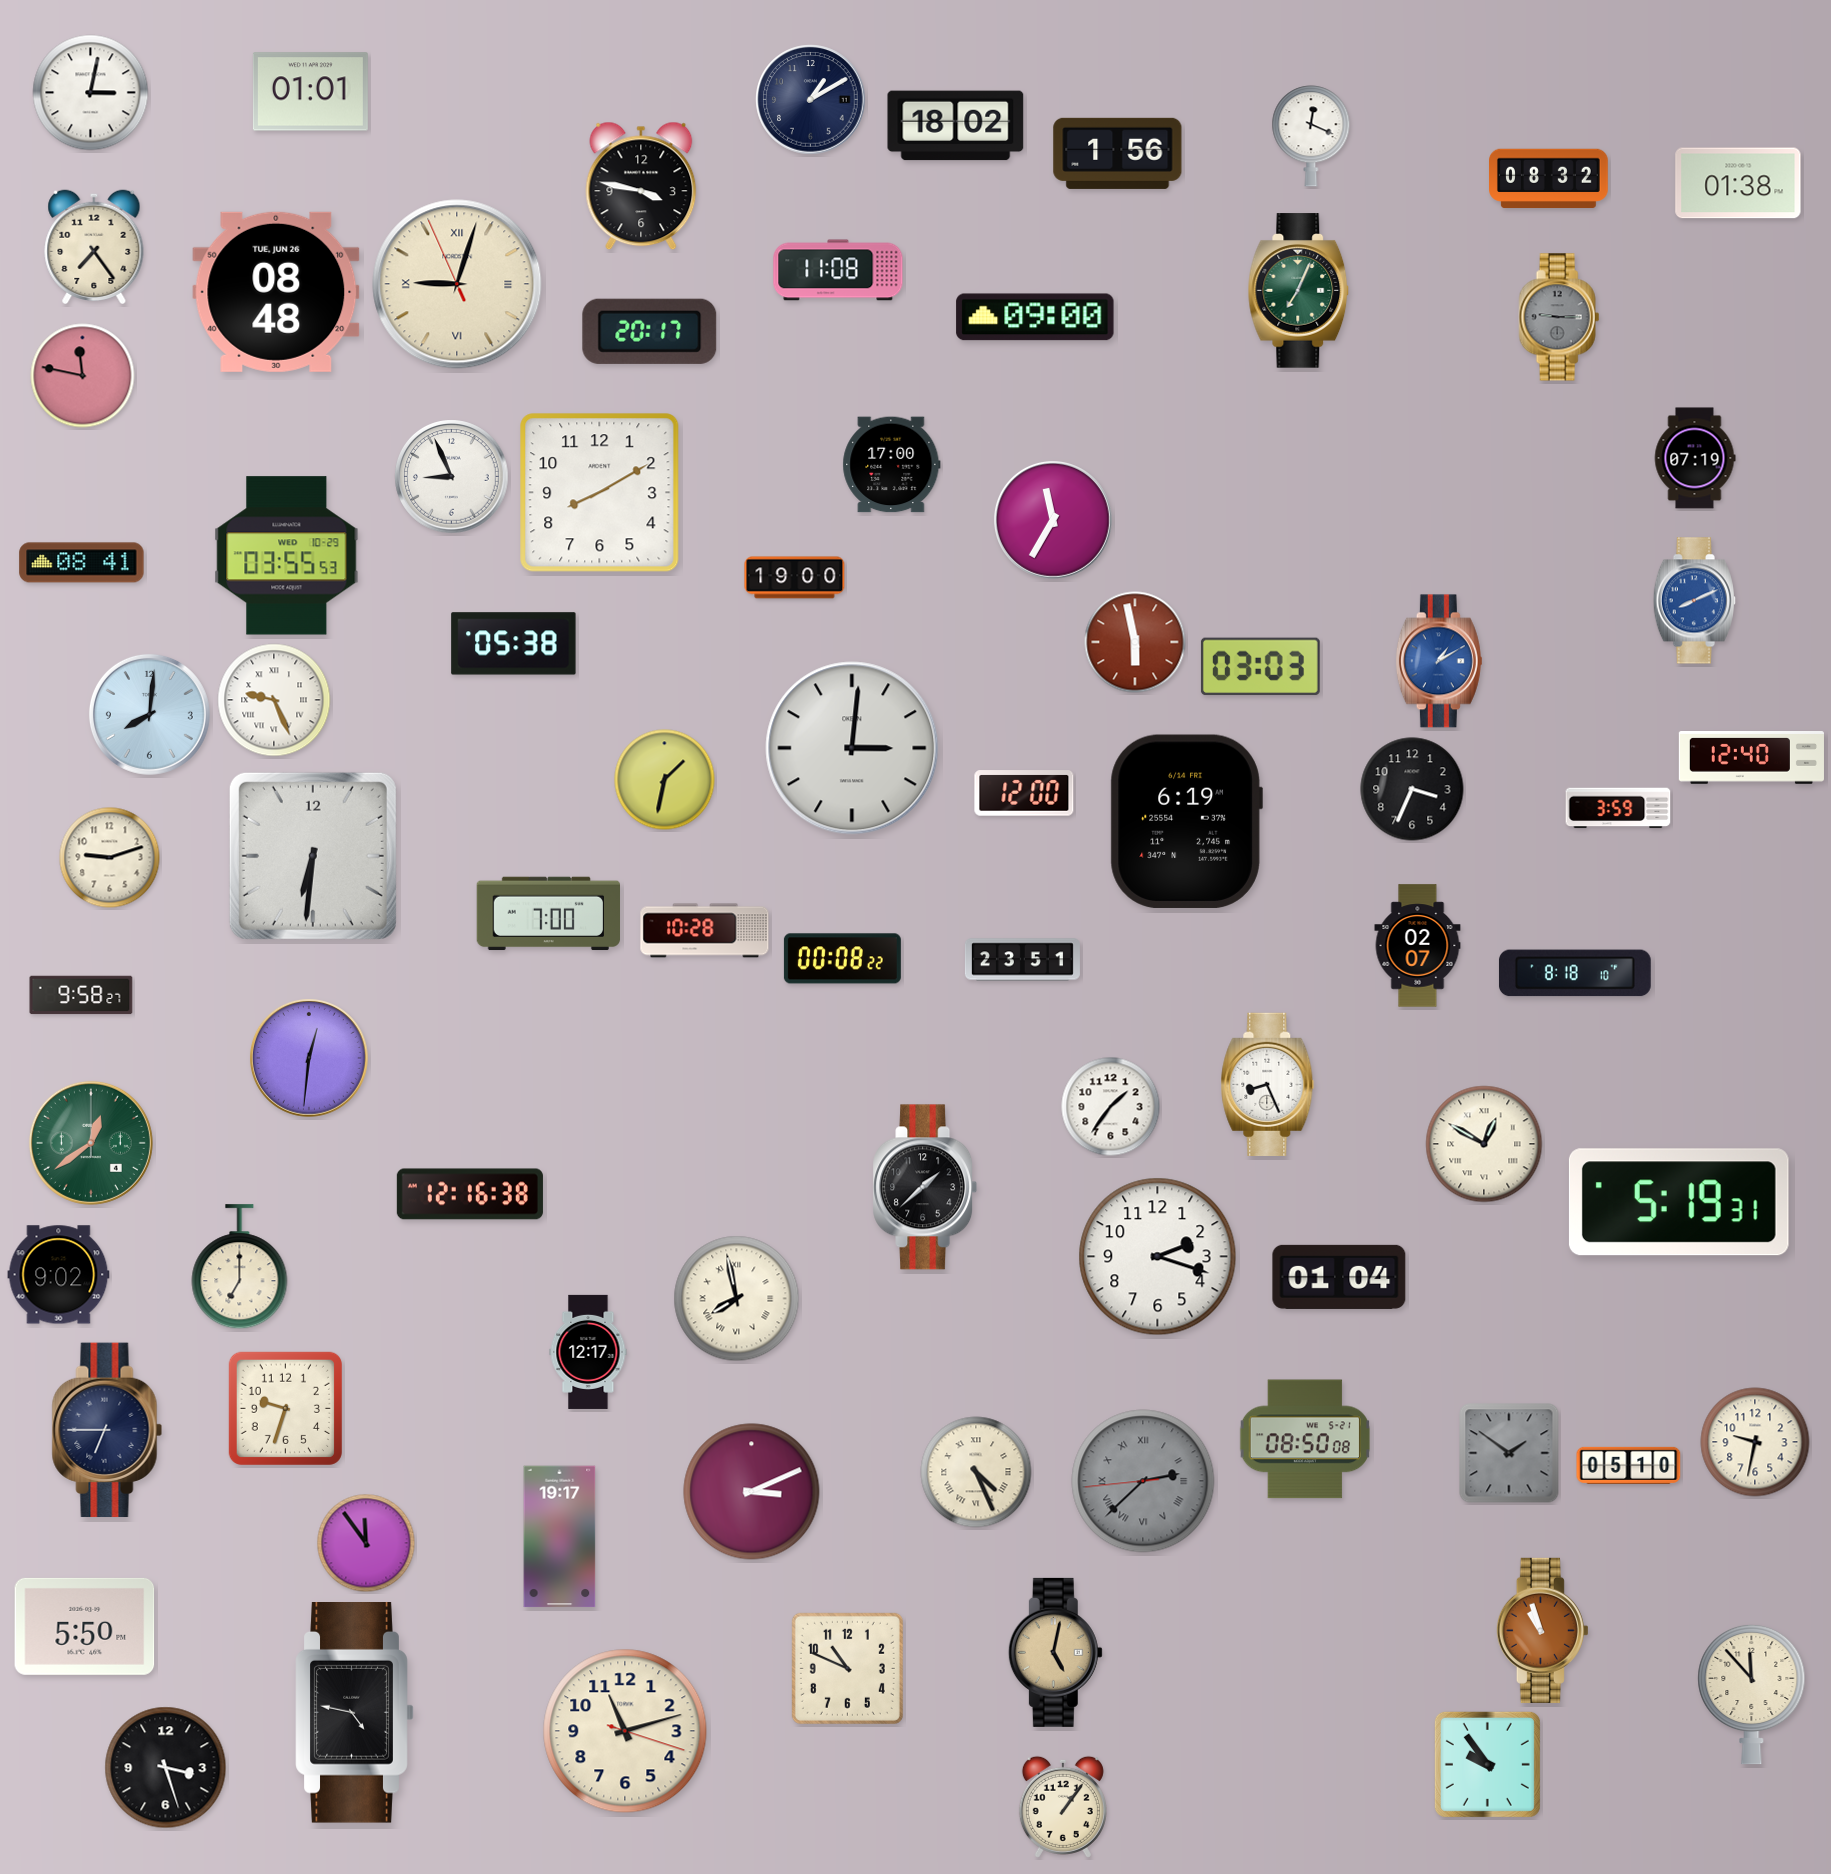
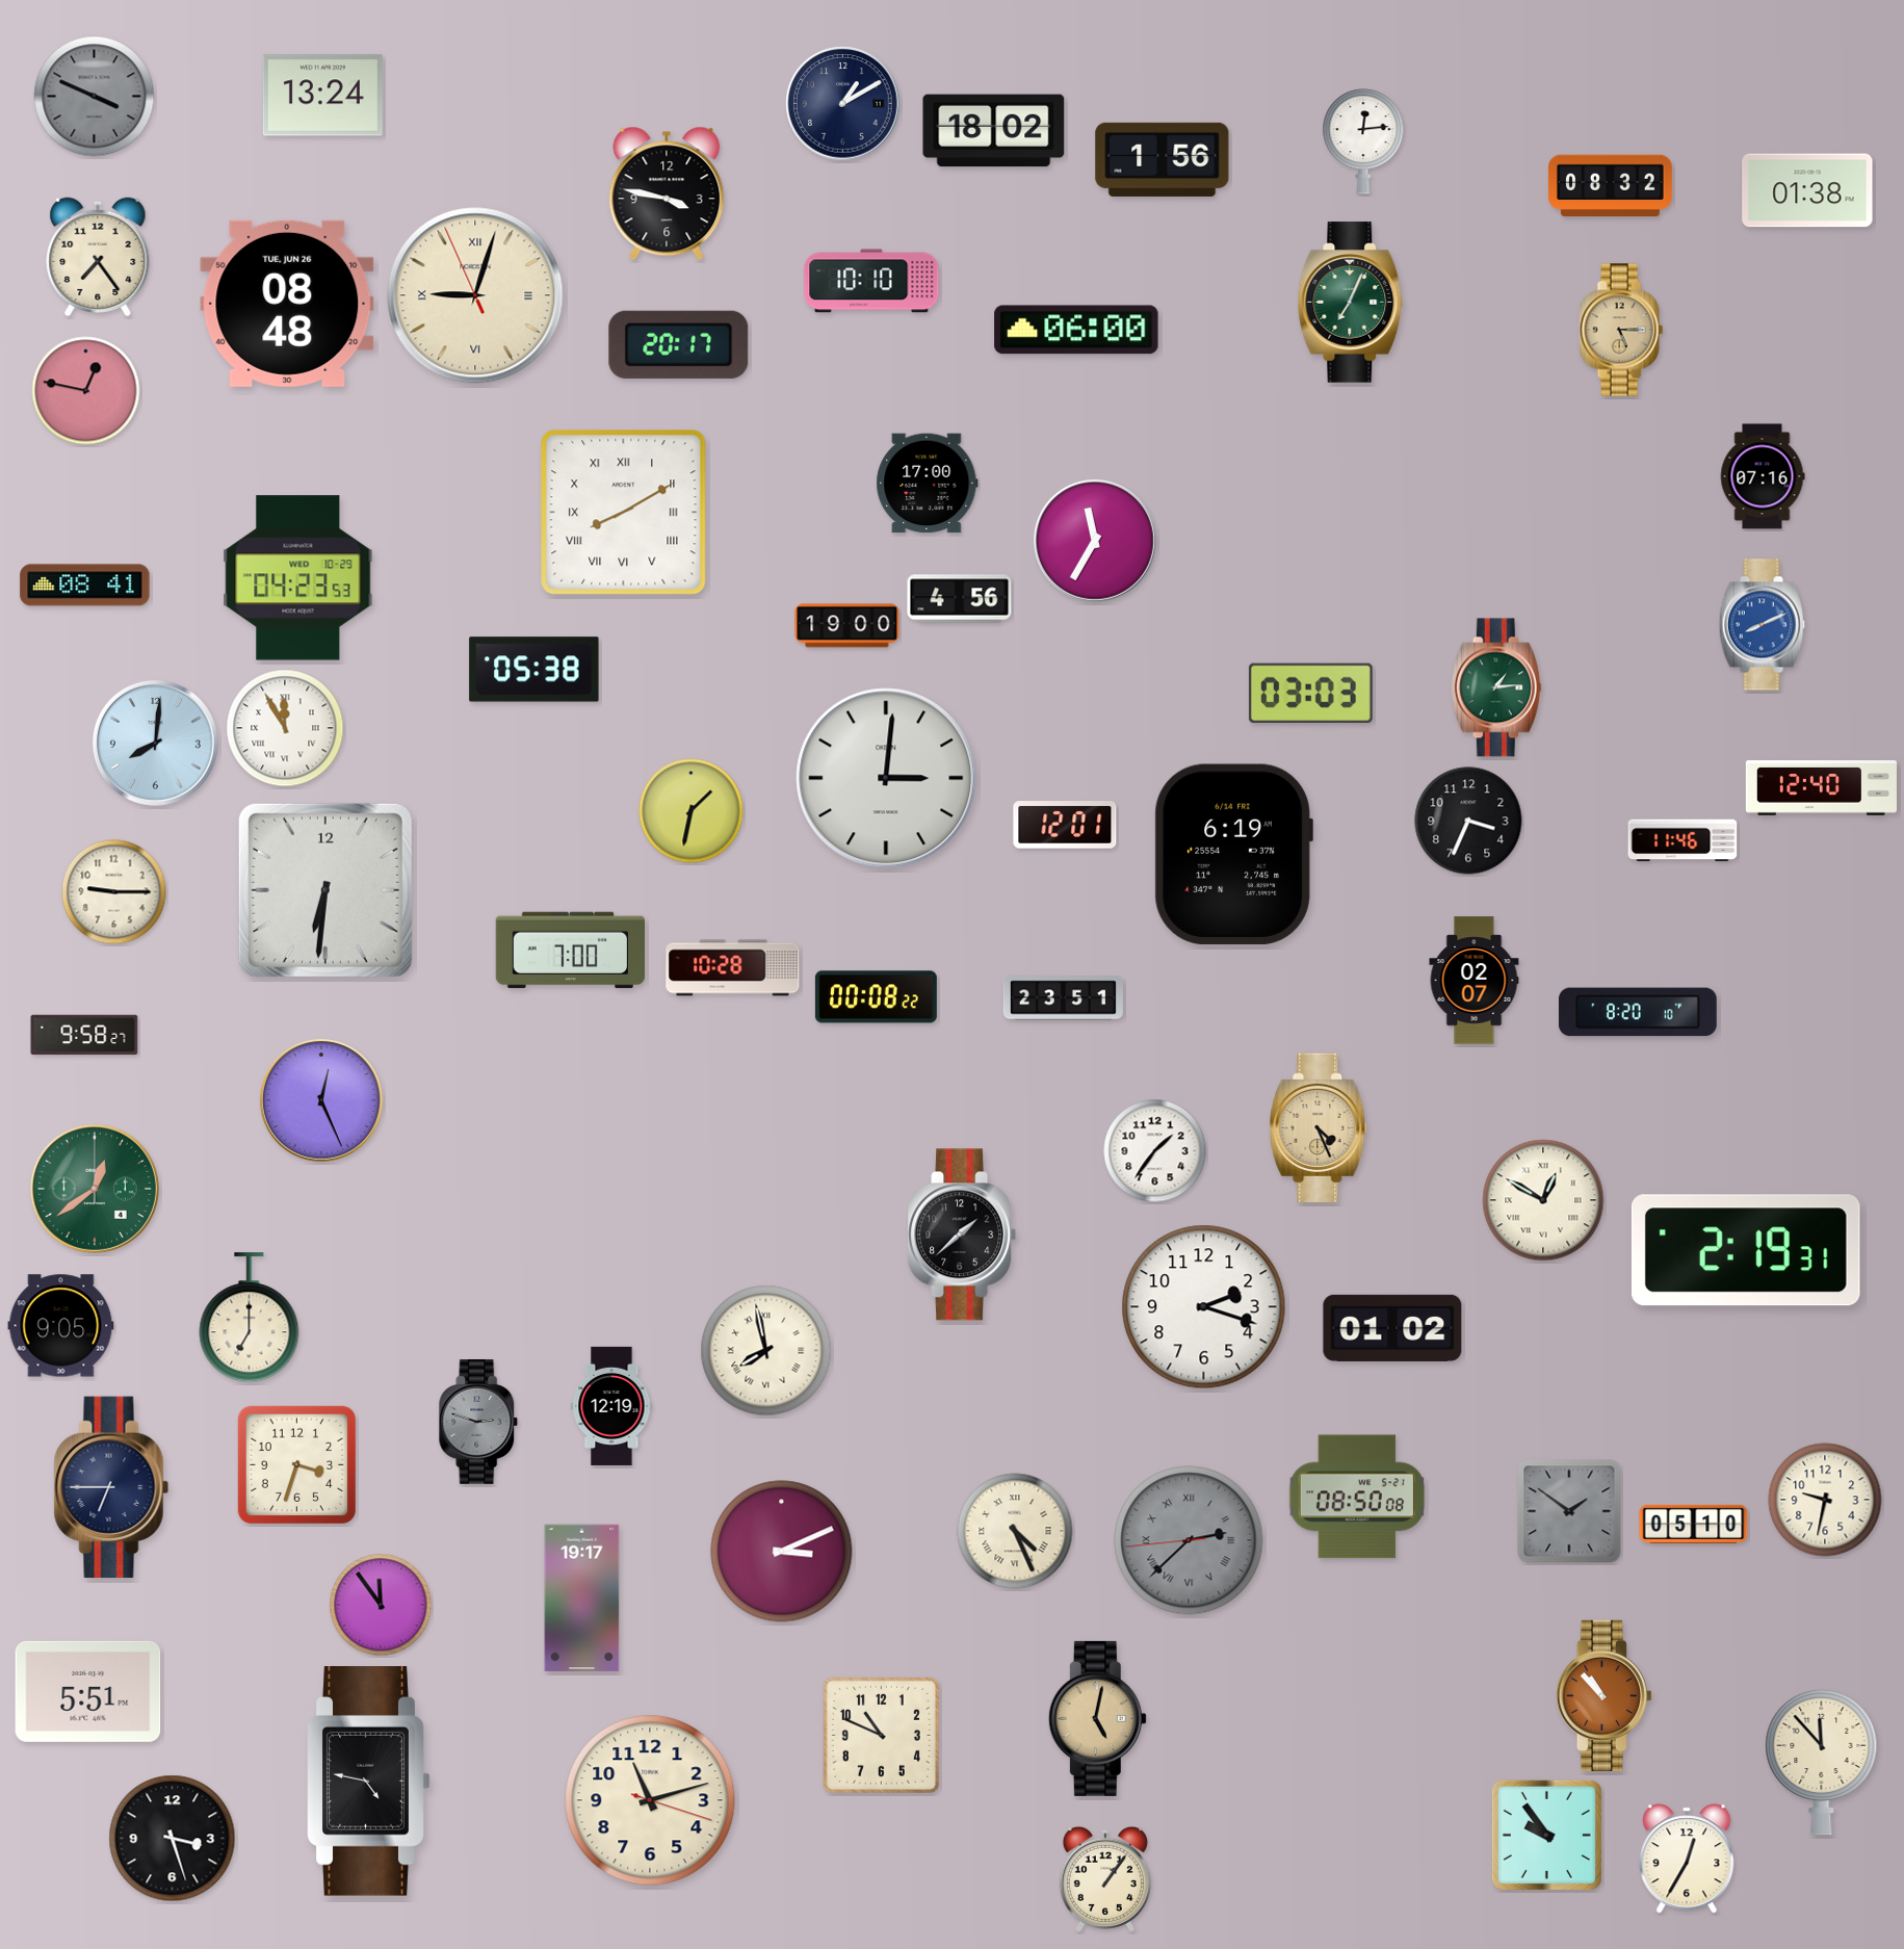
clock at (310, 92): 01:01 -> 13:24
clock at (91, 93): 3:02 -> 3:49
clock at (91, 93) dial: white -> grey
clock at (1311, 136): 12:19 -> 12:14
clock at (838, 270): 11:08 -> 10:10
clock at (1035, 317): 09:00 -> 06:00
clock at (1559, 317): 9:15 -> 5:15
clock at (1559, 317) dial: grey -> champagne
clock at (650, 331) position: (650, 331) -> (679, 344)
clock at (83, 376): 11:47 -> 12:47
clock at (1695, 458): 07:19 -> 07:16
clock at (452, 477): 8:56 -> none
clock at (600, 493) numerals: Arabic -> Roman
clock at (287, 556): 03:55 -> 04:23
clock at (960, 599): none -> 4:56
clock at (795, 578) position: (795, 578) -> (847, 626)
clock at (1135, 642): 5:58 -> none
clock at (1439, 661): 1:10 -> 1:14
clock at (1439, 661) dial: blue -> green
clock at (274, 700): 9:26 -> 11:55
clock at (1024, 793): 12:00 -> 12:01
clock at (1618, 808): 3:59 -> 11:46
clock at (110, 858): 9:12 -> 9:15
clock at (1418, 946) position: (1418, 946) -> (1475, 981)
clock at (1575, 973): 8:18 -> 8:20
clock at (309, 1058): 12:31 -> 12:26
clock at (1268, 1084): 8:26 -> 4:26
clock at (1268, 1084) dial: white -> champagne
clock at (1484, 1144) position: (1484, 1144) -> (1543, 1200)
clock at (470, 1194): 12:16 -> none
clock at (1679, 1202): 5:19 -> 2:19
clock at (59, 1275): 9:02 -> 9:05
clock at (1339, 1277): 01:04 -> 01:02
clock at (588, 1352): 12:17 -> 12:19
clock at (478, 1422): none -> 2:48
clock at (285, 1408): 9:33 -> 3:33
clock at (85, 1626): 5:50 -> 5:51
clock at (1542, 1630): 10:57 -> 10:53
clock at (1687, 1859): none -> 12:35
